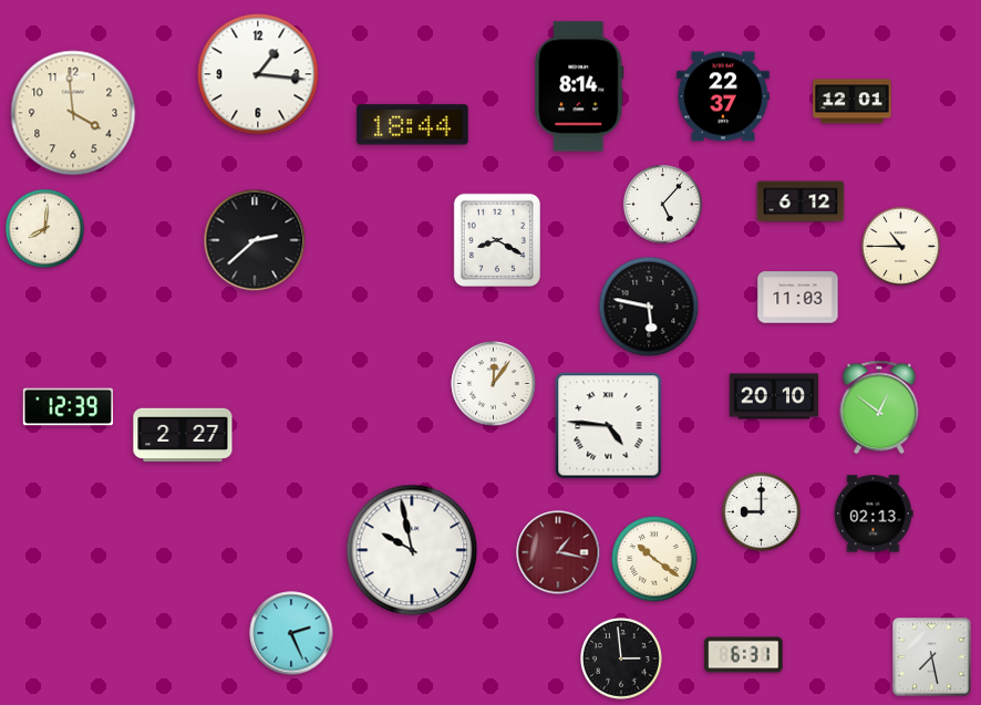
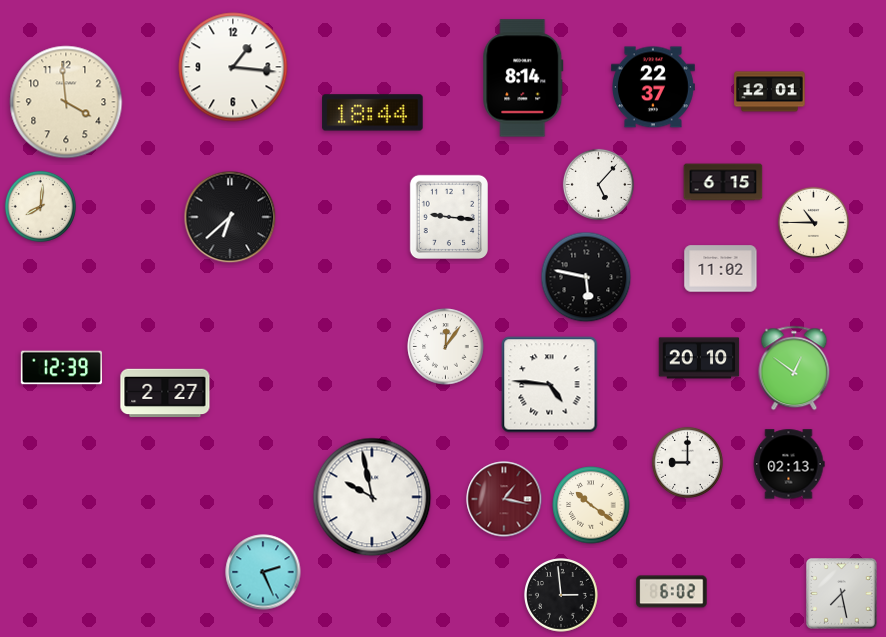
clock at (801, 201): 6:12 -> 6:15
clock at (496, 239): 8:20 -> 9:16
clock at (255, 240): 2:38 -> 6:38
clock at (798, 298): 11:03 -> 11:02
clock at (744, 655): 6:31 -> 6:02
